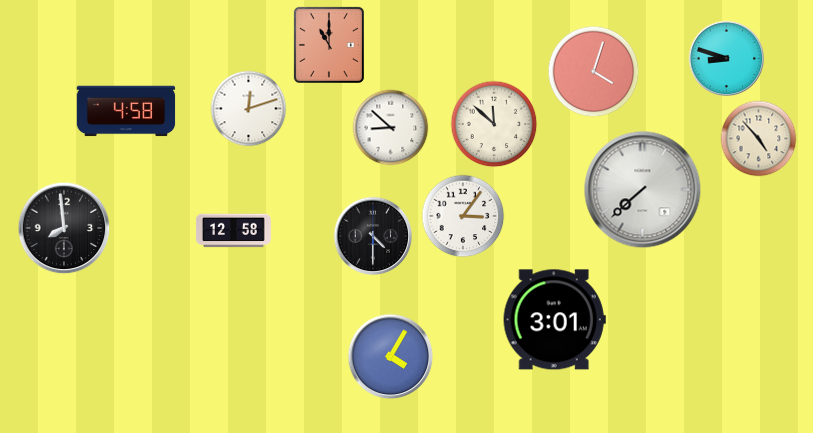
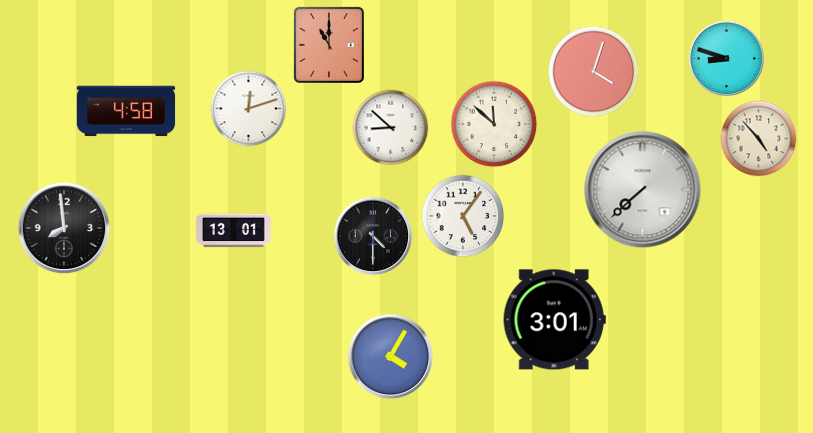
clock at (463, 216): 3:06 -> 5:06
clock at (233, 231): 12:58 -> 13:01
